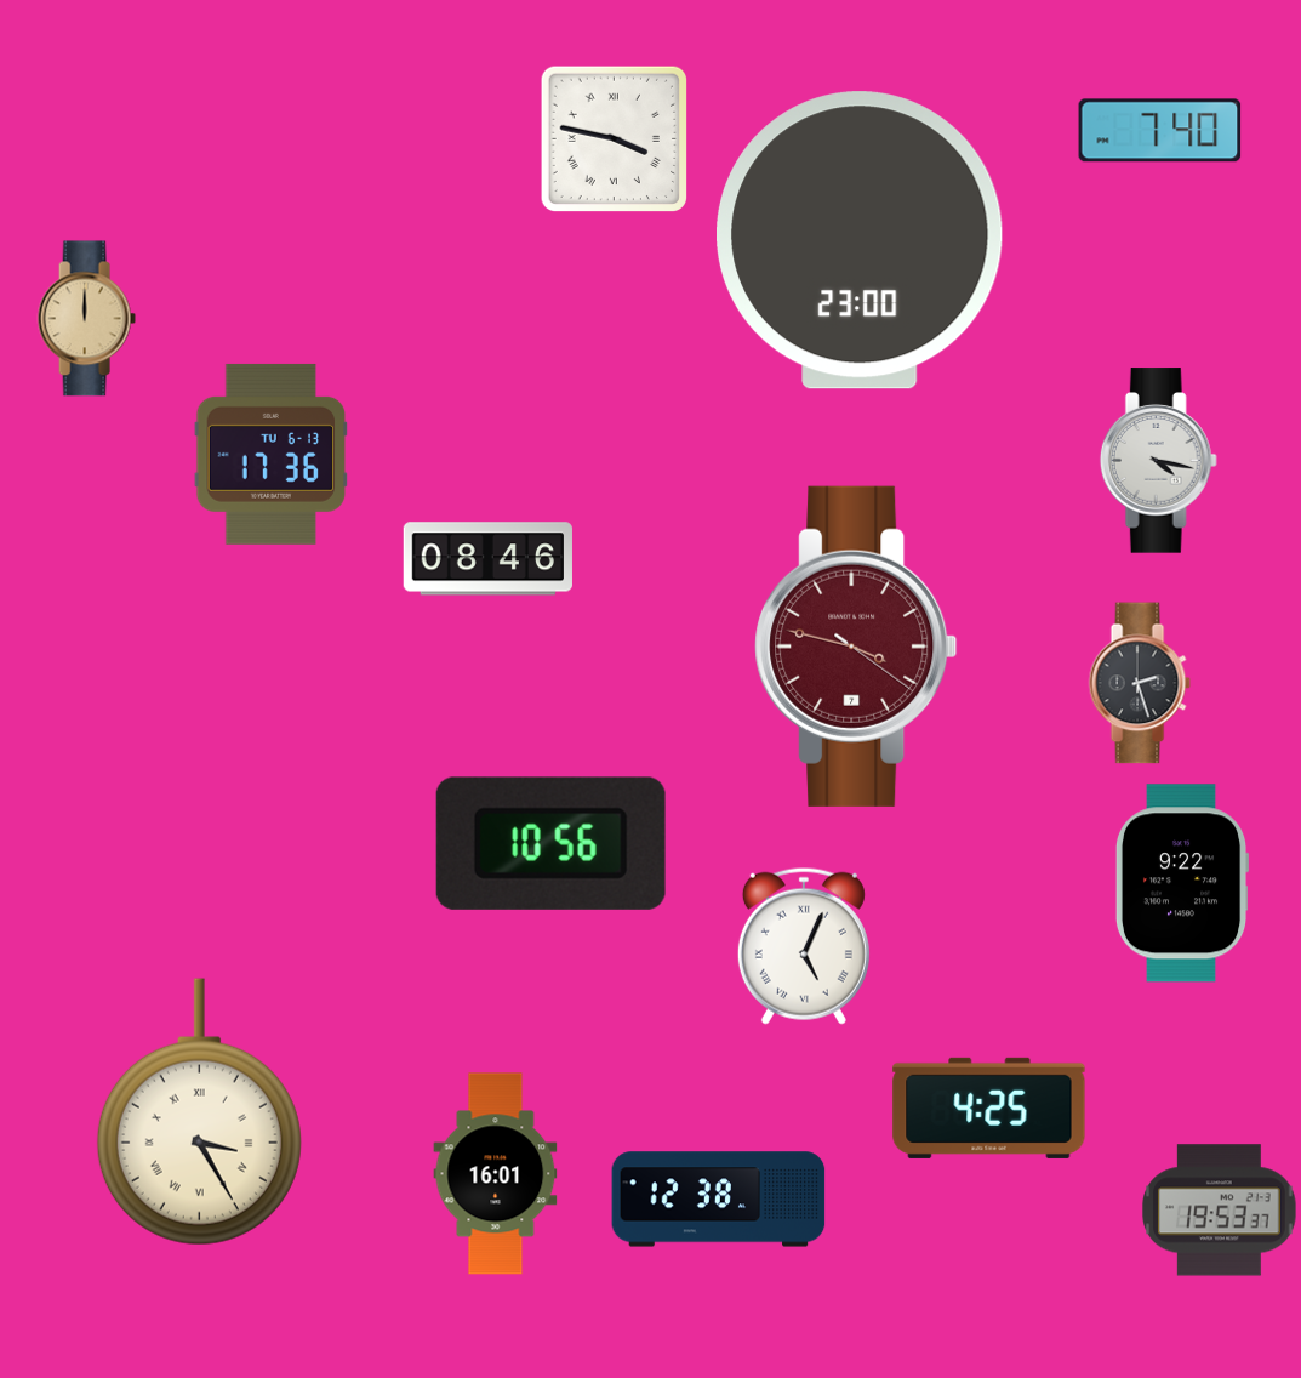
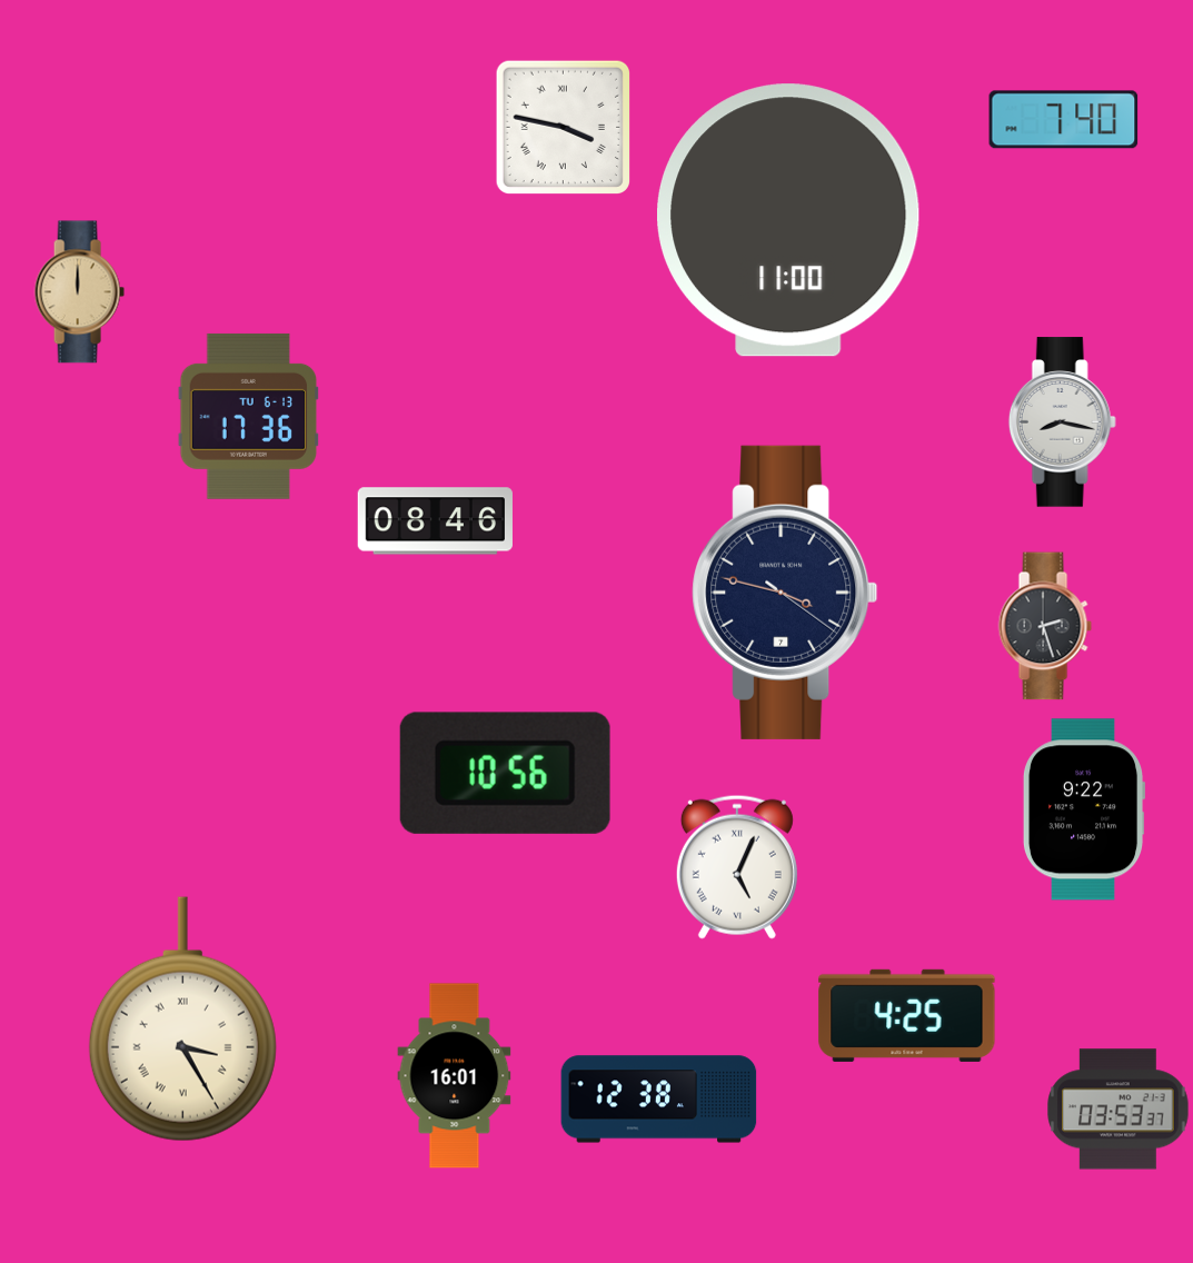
clock at (861, 240): 23:00 -> 11:00
clock at (1158, 461): 4:17 -> 8:17
clock at (487, 559) position: (487, 559) -> (435, 521)
clock at (856, 647) dial: burgundy -> navy
clock at (1220, 1211): 19:53 -> 03:53
